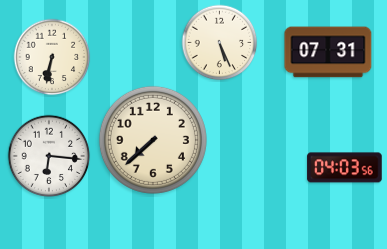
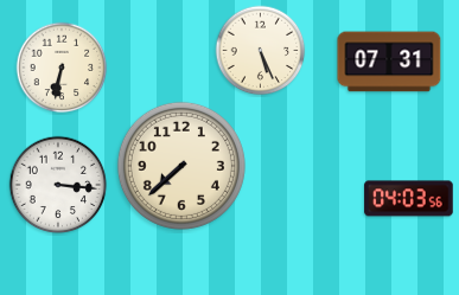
clock at (49, 156): 6:16 -> 3:16
